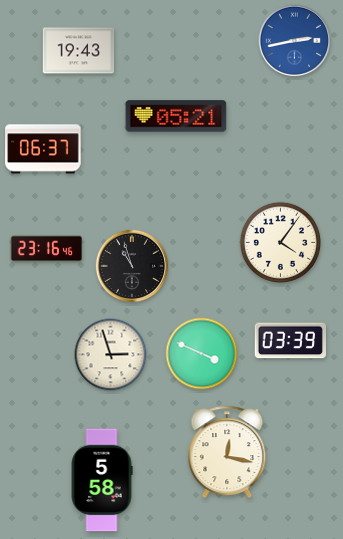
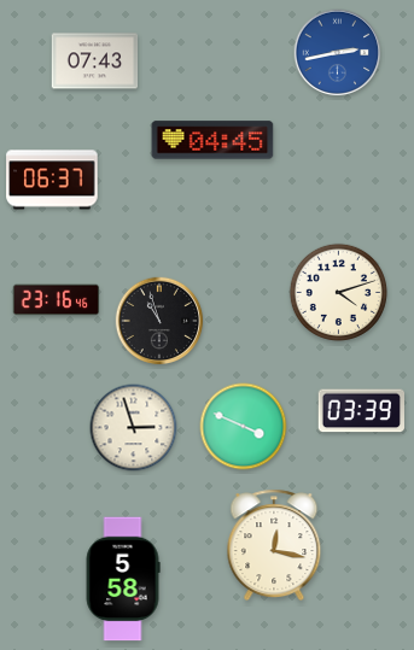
clock at (295, 41) position: (295, 41) -> (338, 53)
clock at (79, 51): 19:43 -> 07:43
clock at (176, 116): 05:21 -> 04:45
clock at (280, 242): 4:06 -> 4:12
clock at (290, 341) position: (290, 341) -> (361, 411)
